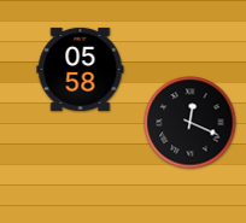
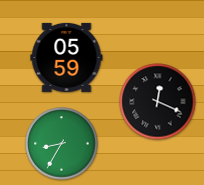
clock at (81, 69): 05:58 -> 05:59
clock at (62, 144): none -> 8:35
